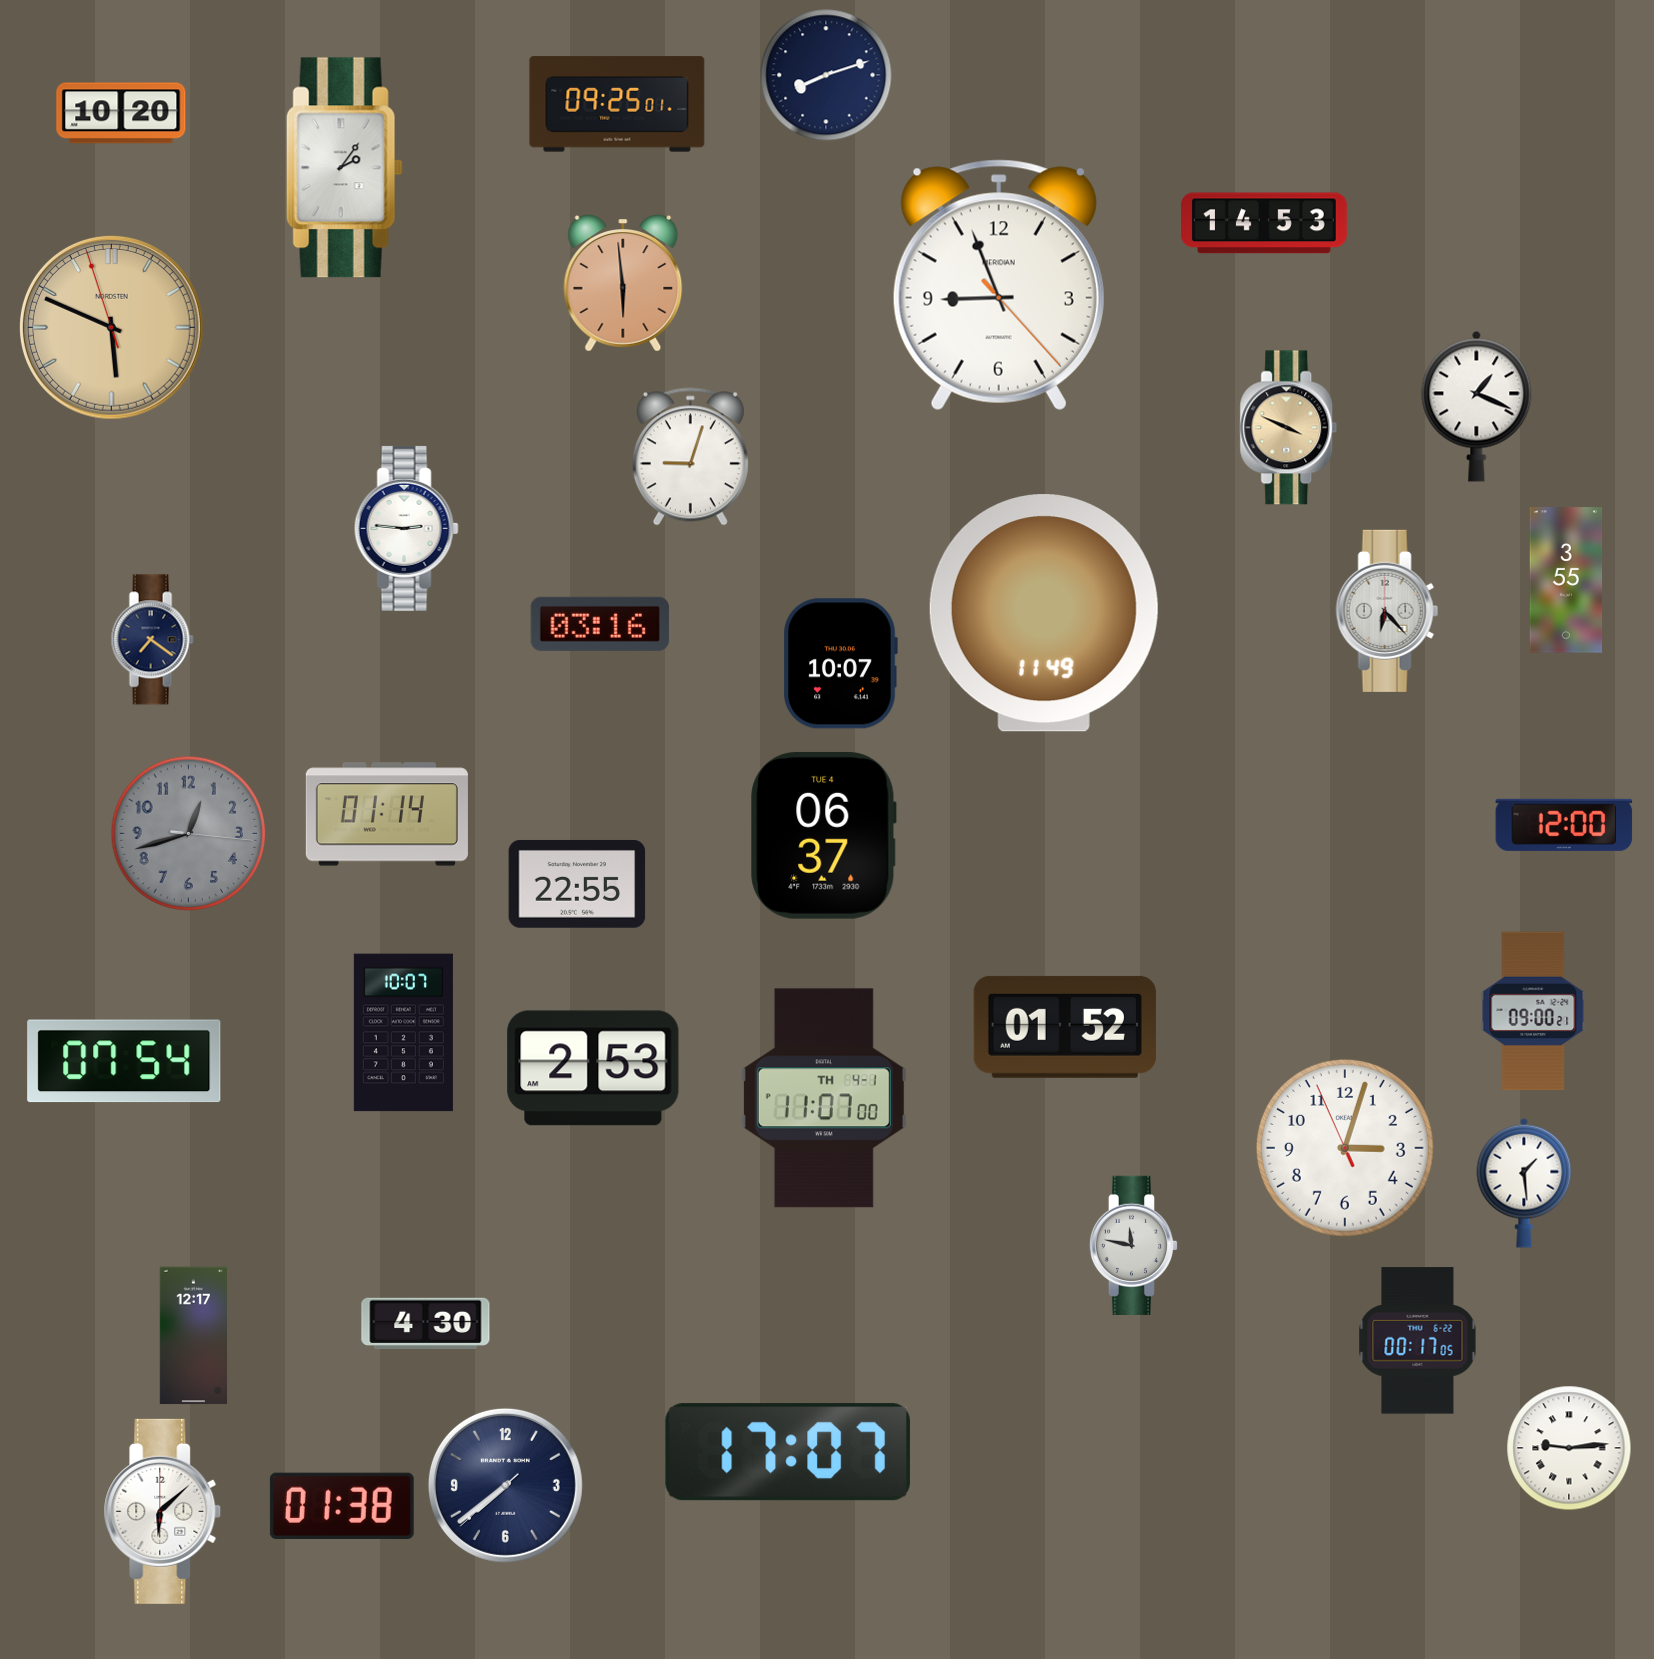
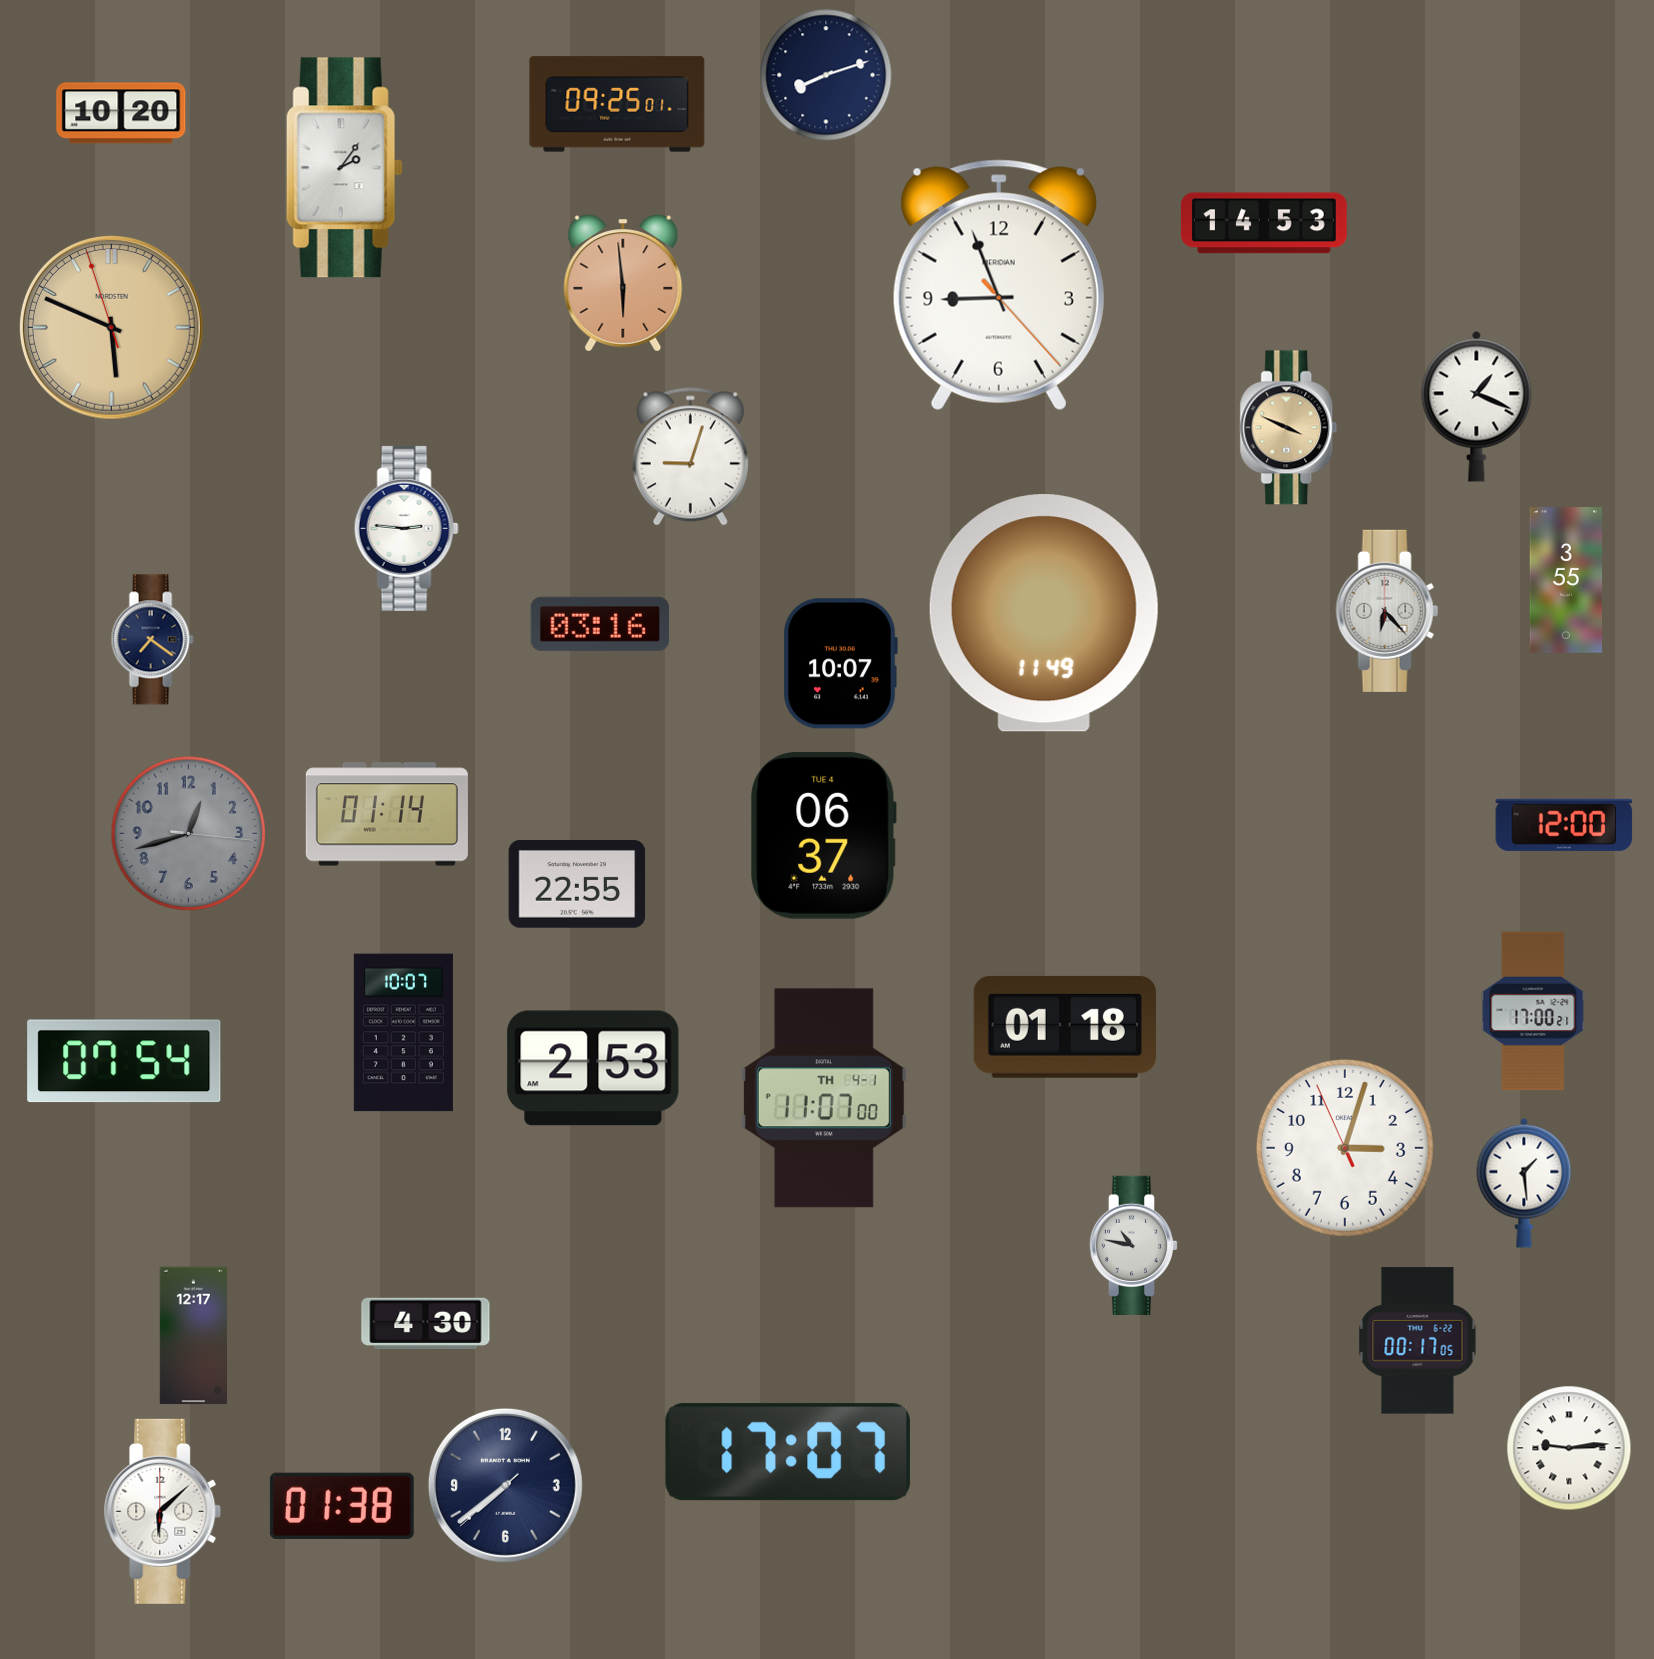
clock at (1533, 1011): 09:00 -> 17:00
clock at (1065, 1027): 01:52 -> 01:18
clock at (1134, 1245): 11:47 -> 10:47
